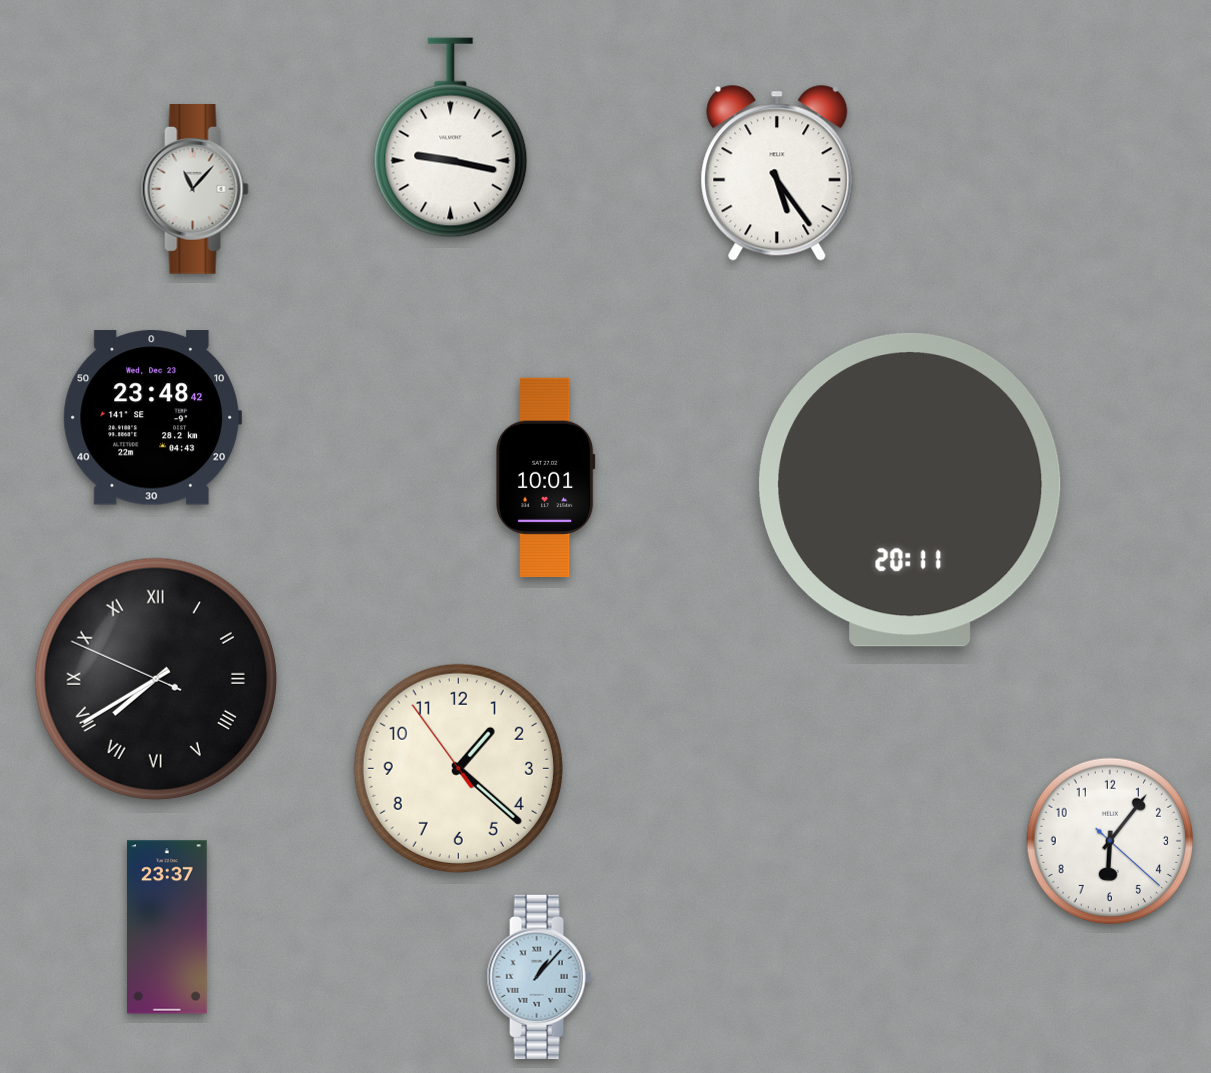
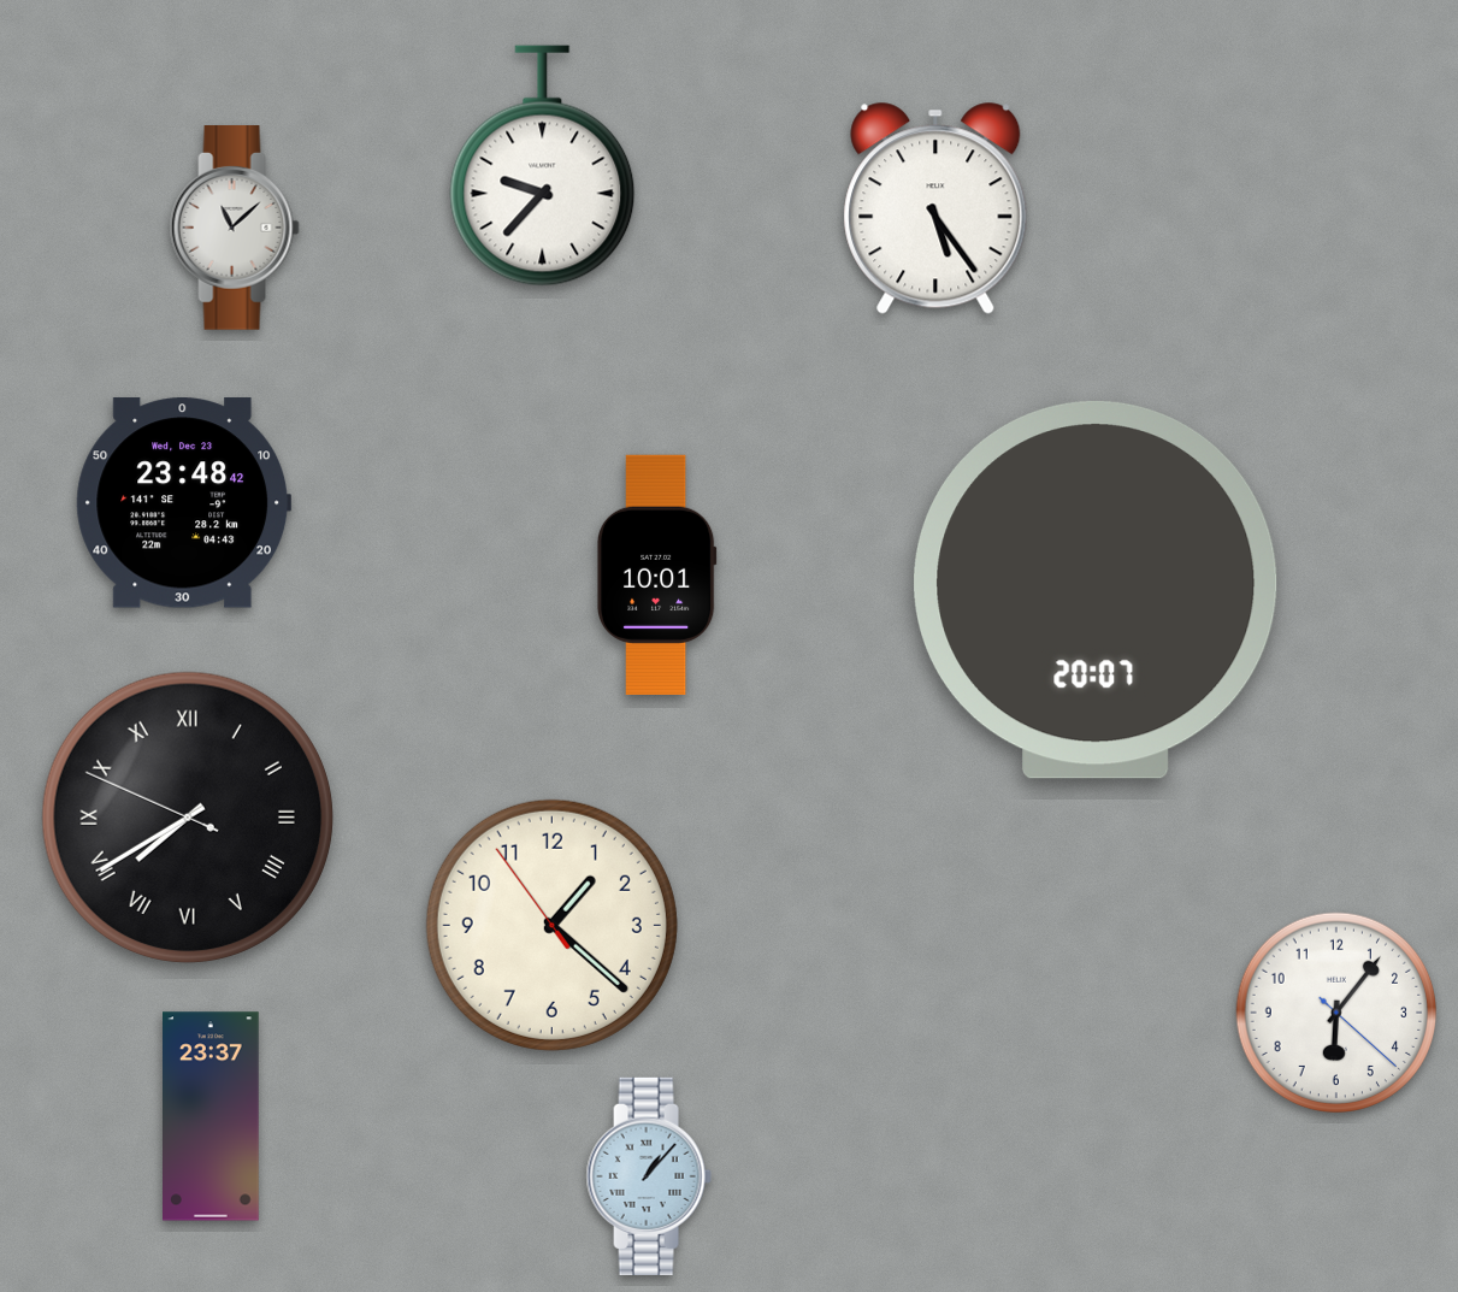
clock at (451, 138): 9:17 -> 9:37
clock at (195, 190): 11:07 -> 11:08
clock at (910, 490): 20:11 -> 20:07
clock at (168, 927) position: (168, 927) -> (212, 1116)
